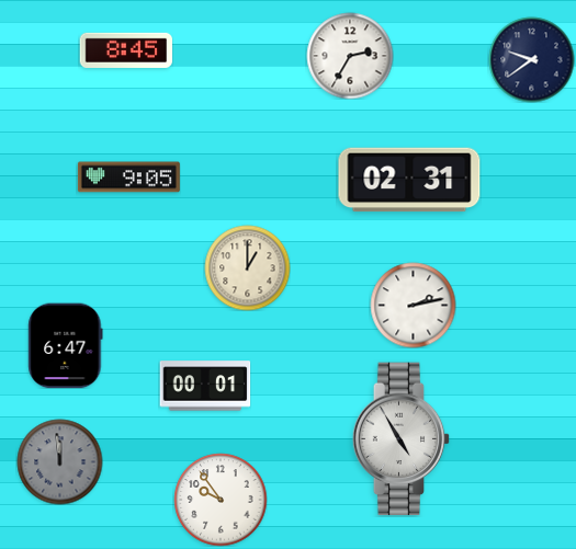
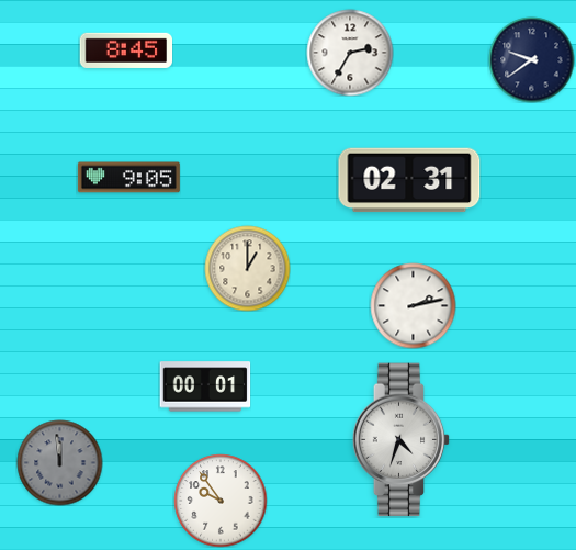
clock at (350, 56) position: (350, 56) -> (350, 53)
clock at (66, 345): 6:47 -> none
clock at (402, 439): 4:55 -> 4:33
